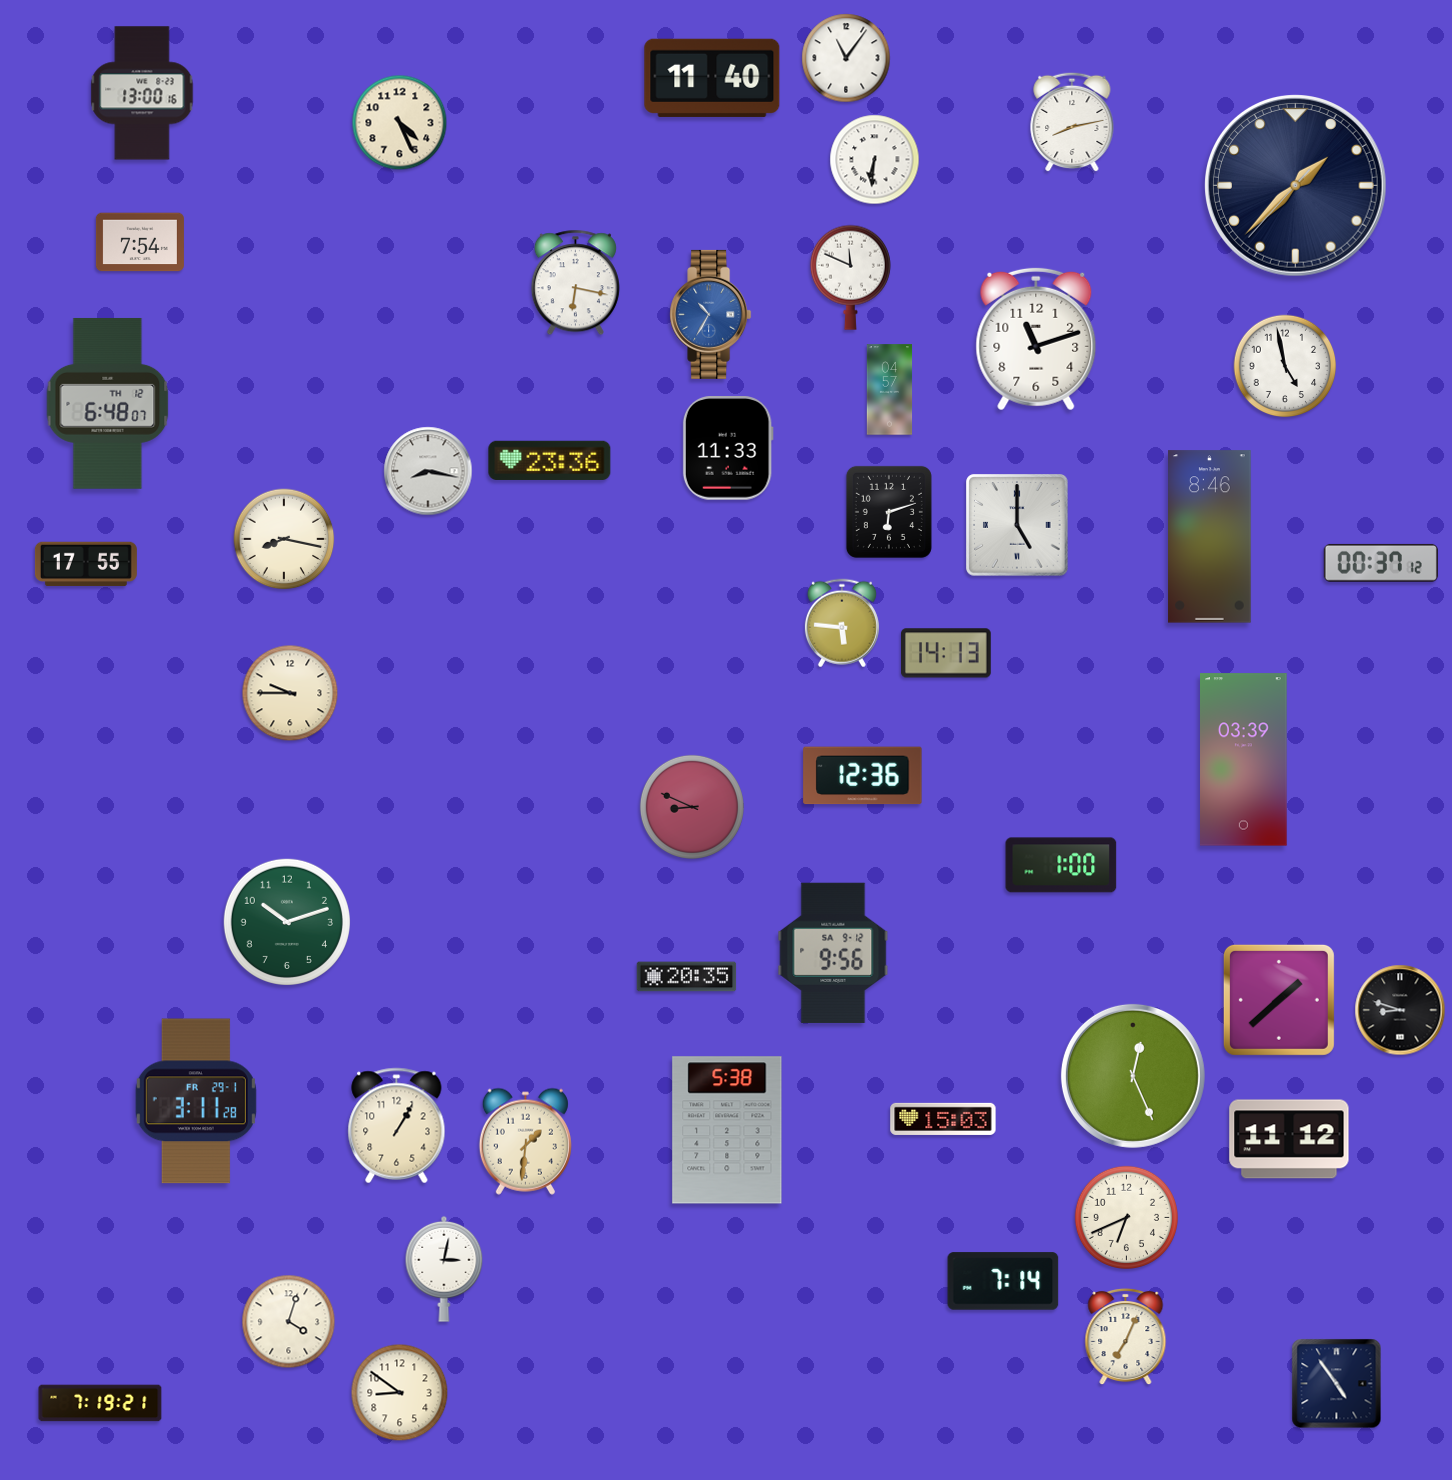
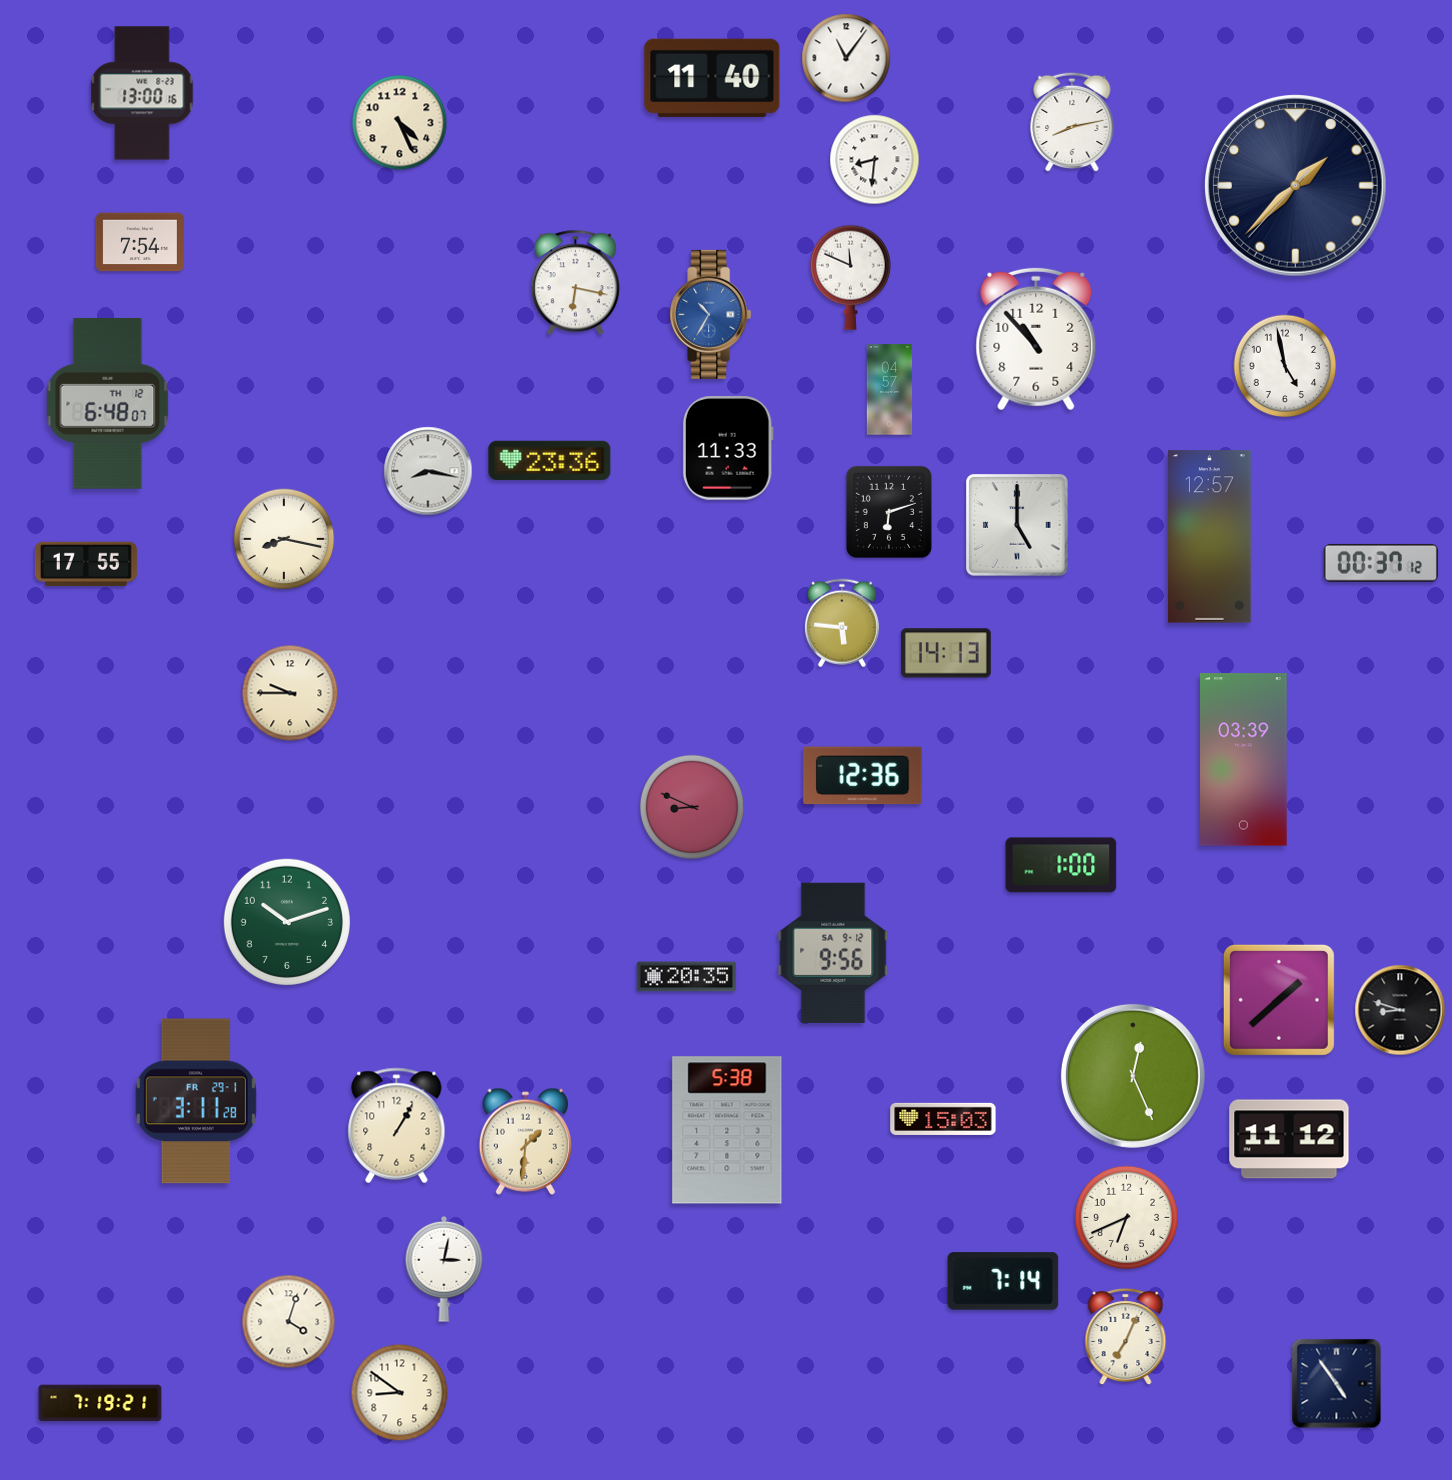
clock at (875, 160): 6:31 -> 8:31
clock at (1036, 339): 11:12 -> 10:53
clock at (1210, 537): 8:46 -> 12:57
